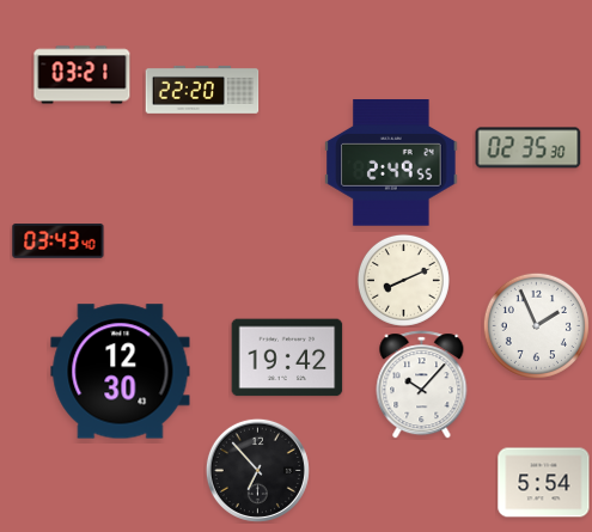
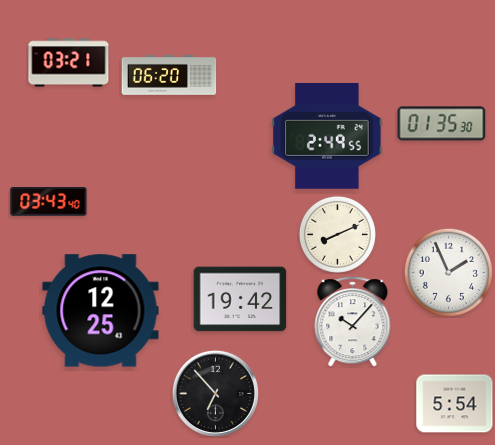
clock at (202, 90): 22:20 -> 06:20
clock at (529, 148): 02:35 -> 01:35
clock at (121, 372): 12:30 -> 12:25
